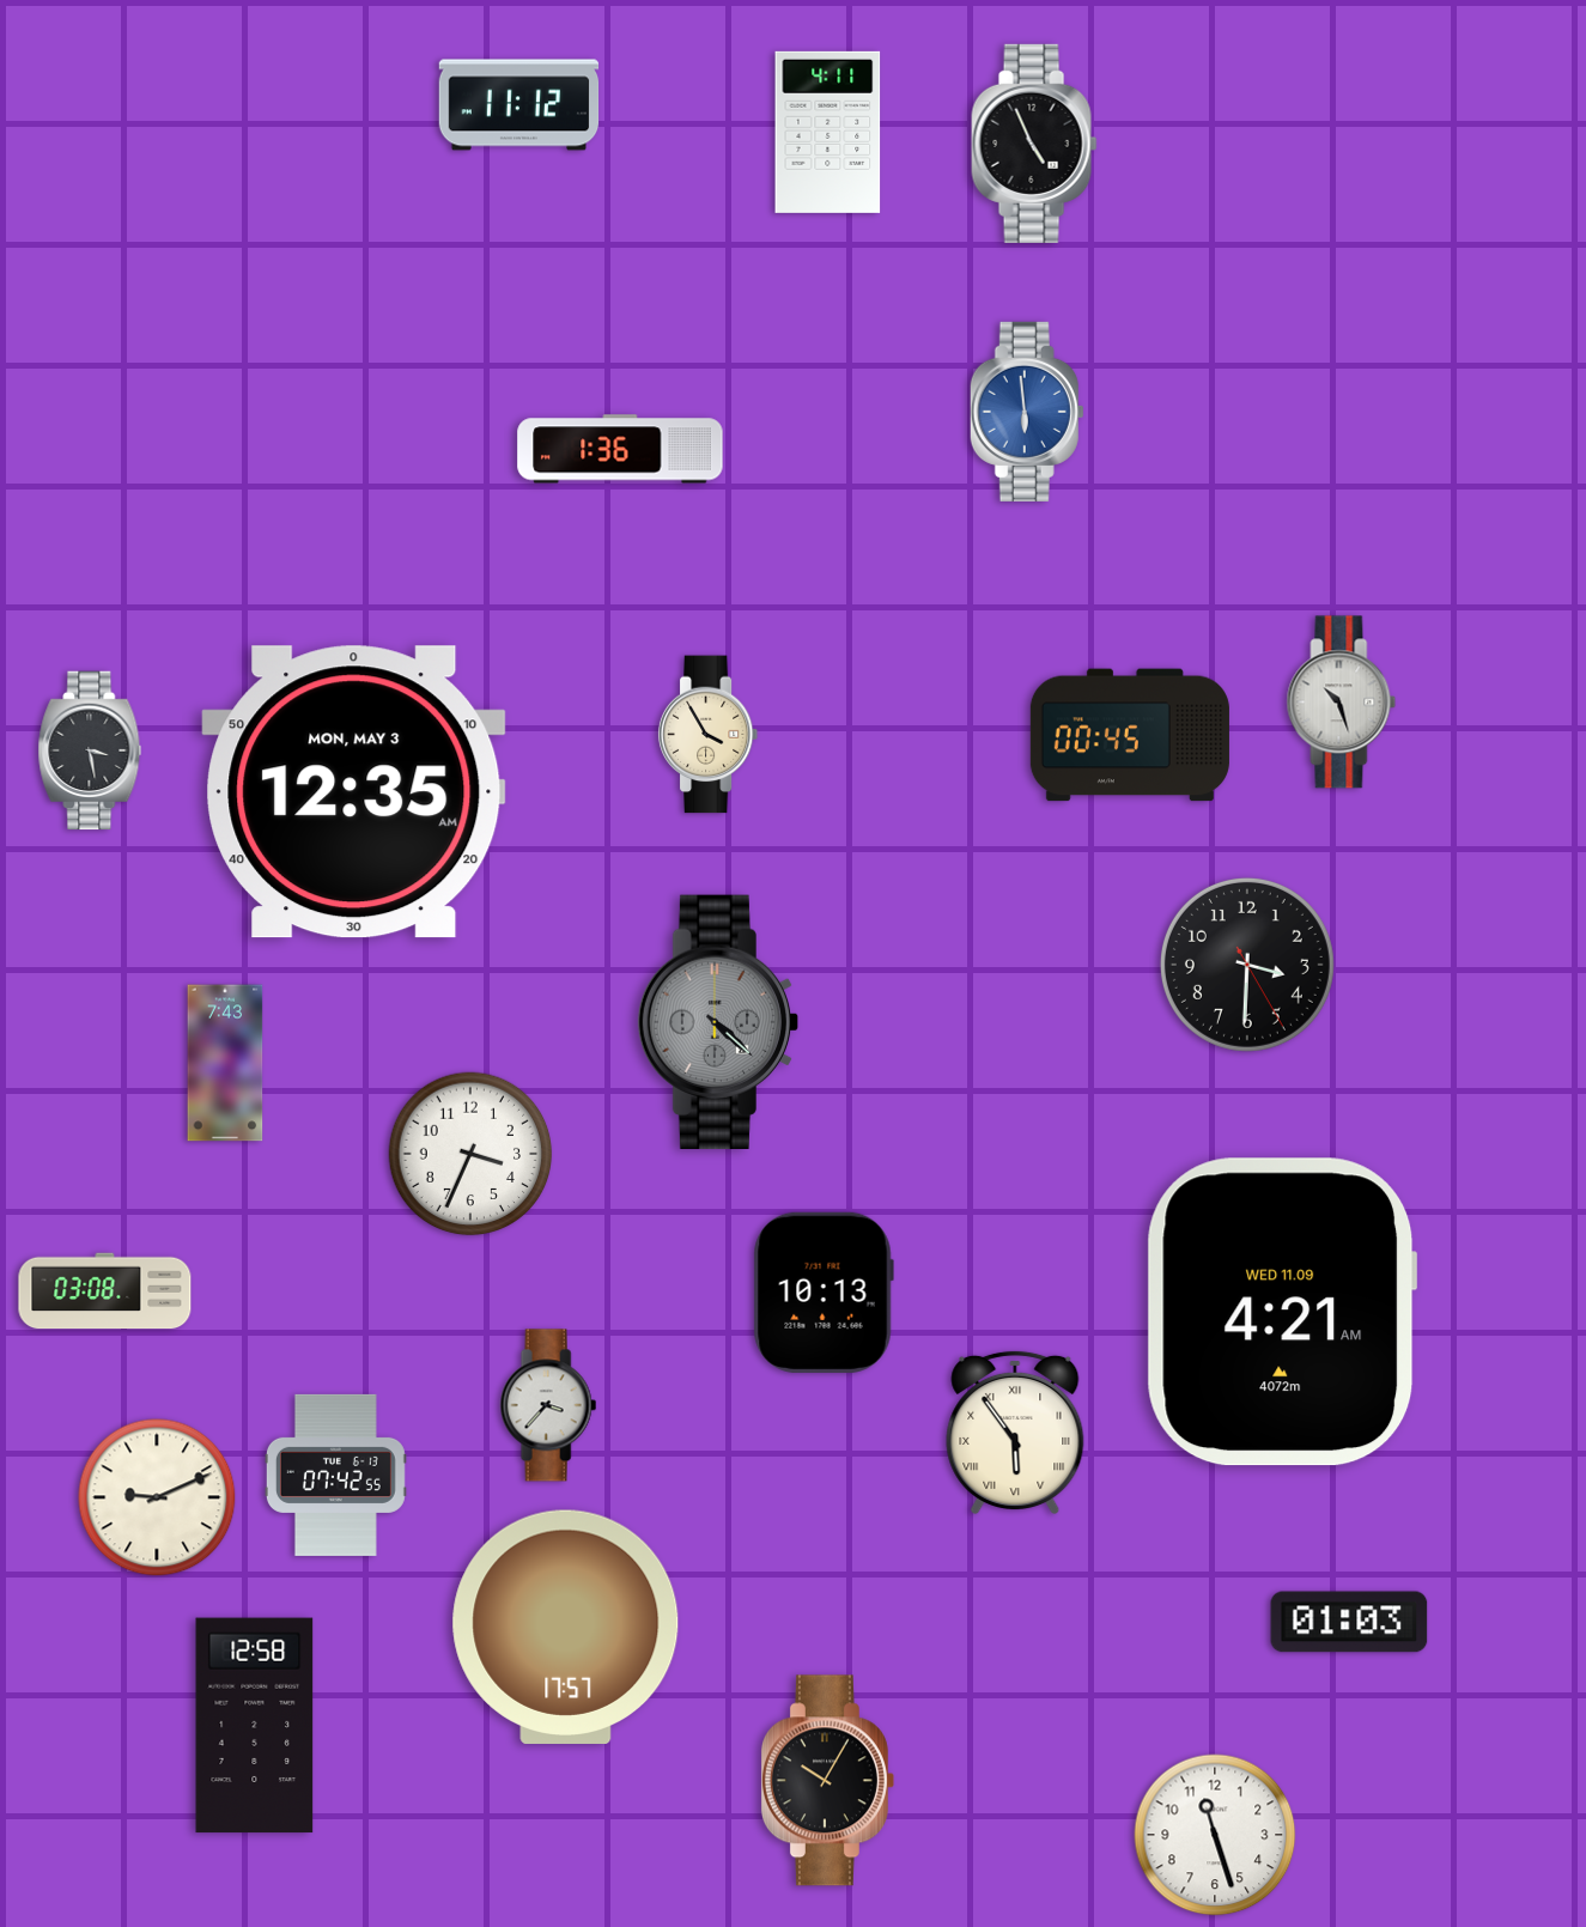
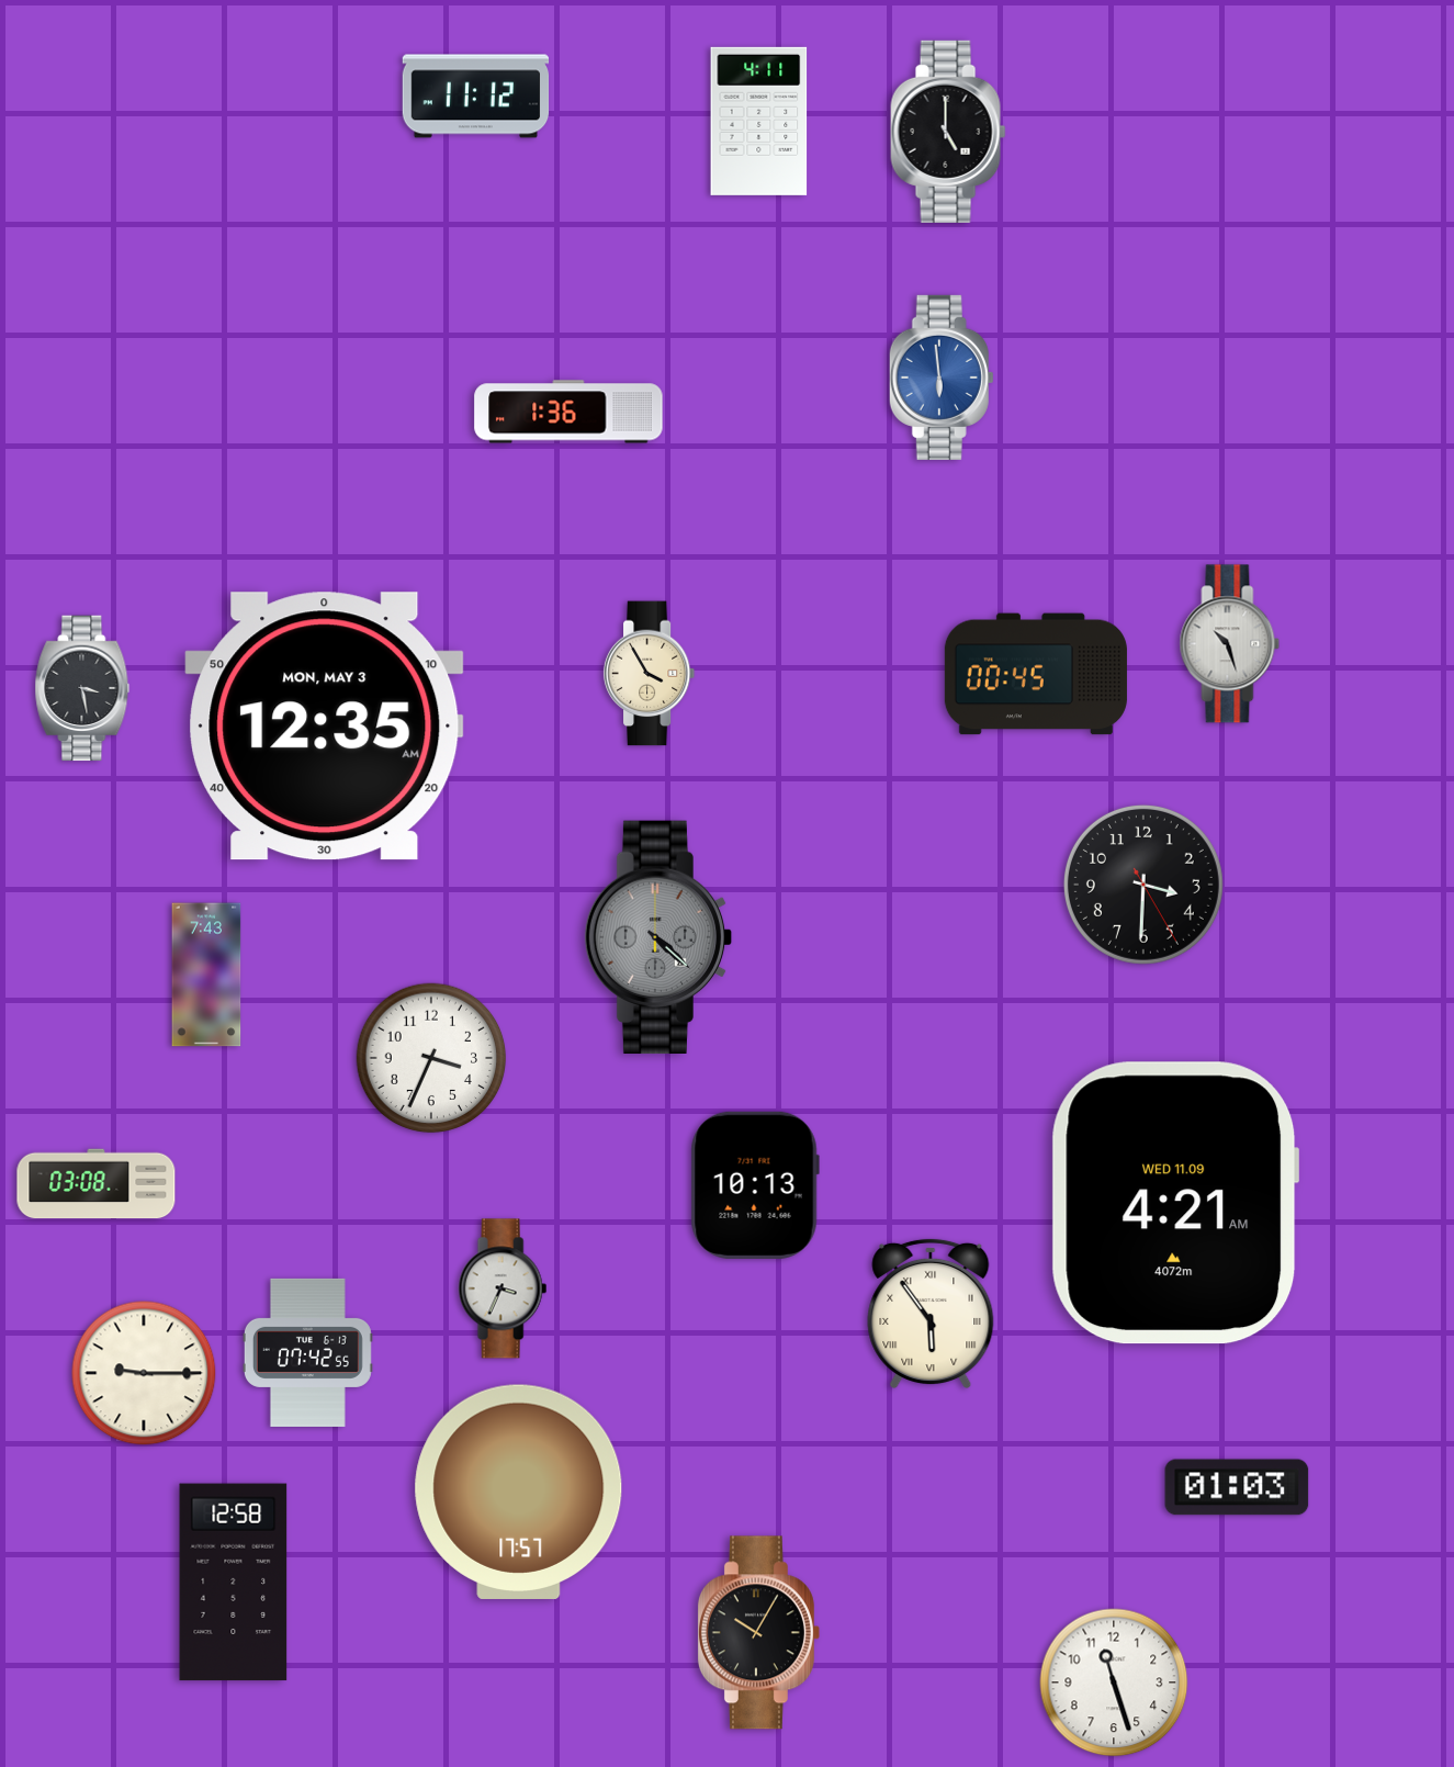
clock at (1034, 144): 4:56 -> 5:00
clock at (548, 1405): 3:37 -> 3:34
clock at (157, 1497): 9:11 -> 9:15
